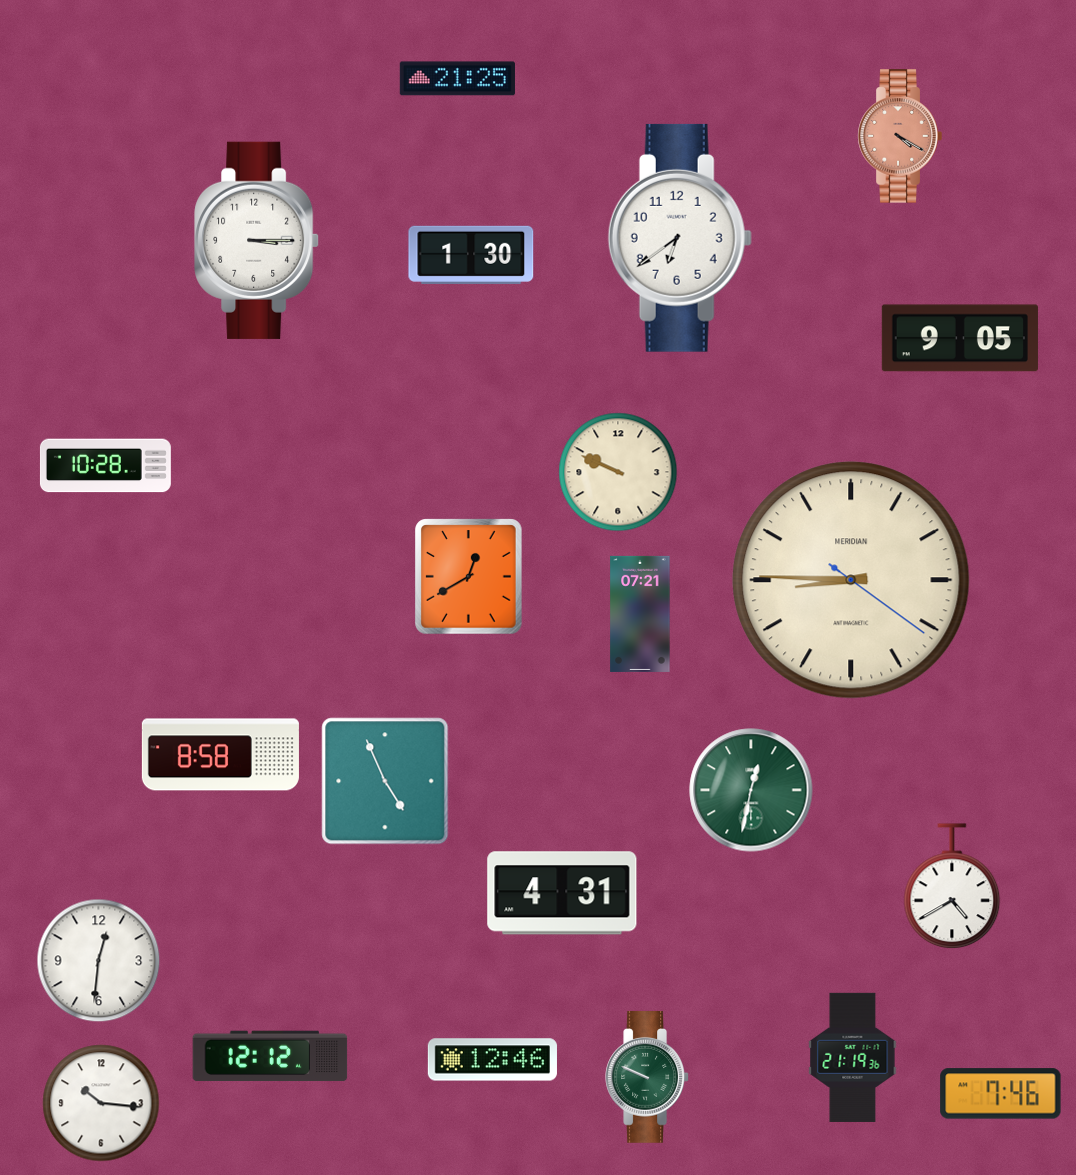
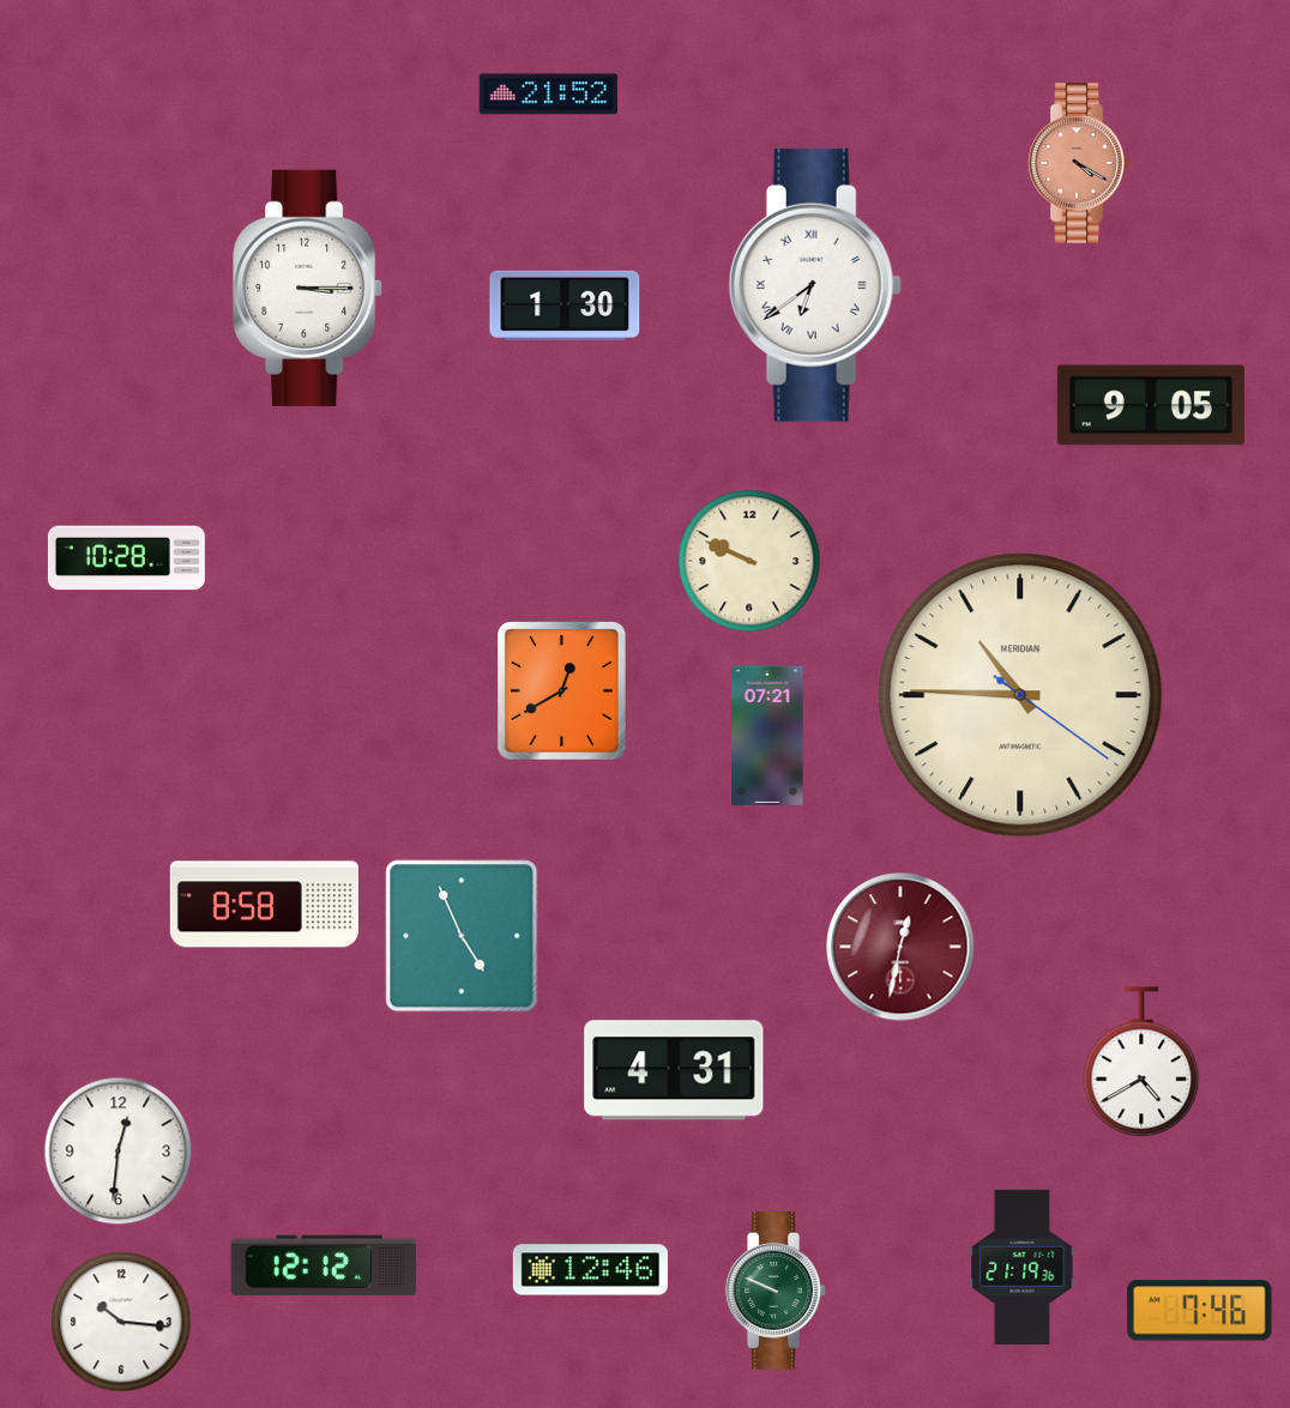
clock at (457, 79): 21:25 -> 21:52
clock at (680, 238) numerals: Arabic -> Roman
clock at (618, 472) position: (618, 472) -> (749, 561)
clock at (851, 580): 8:45 -> 10:45
clock at (751, 790) dial: green -> burgundy
